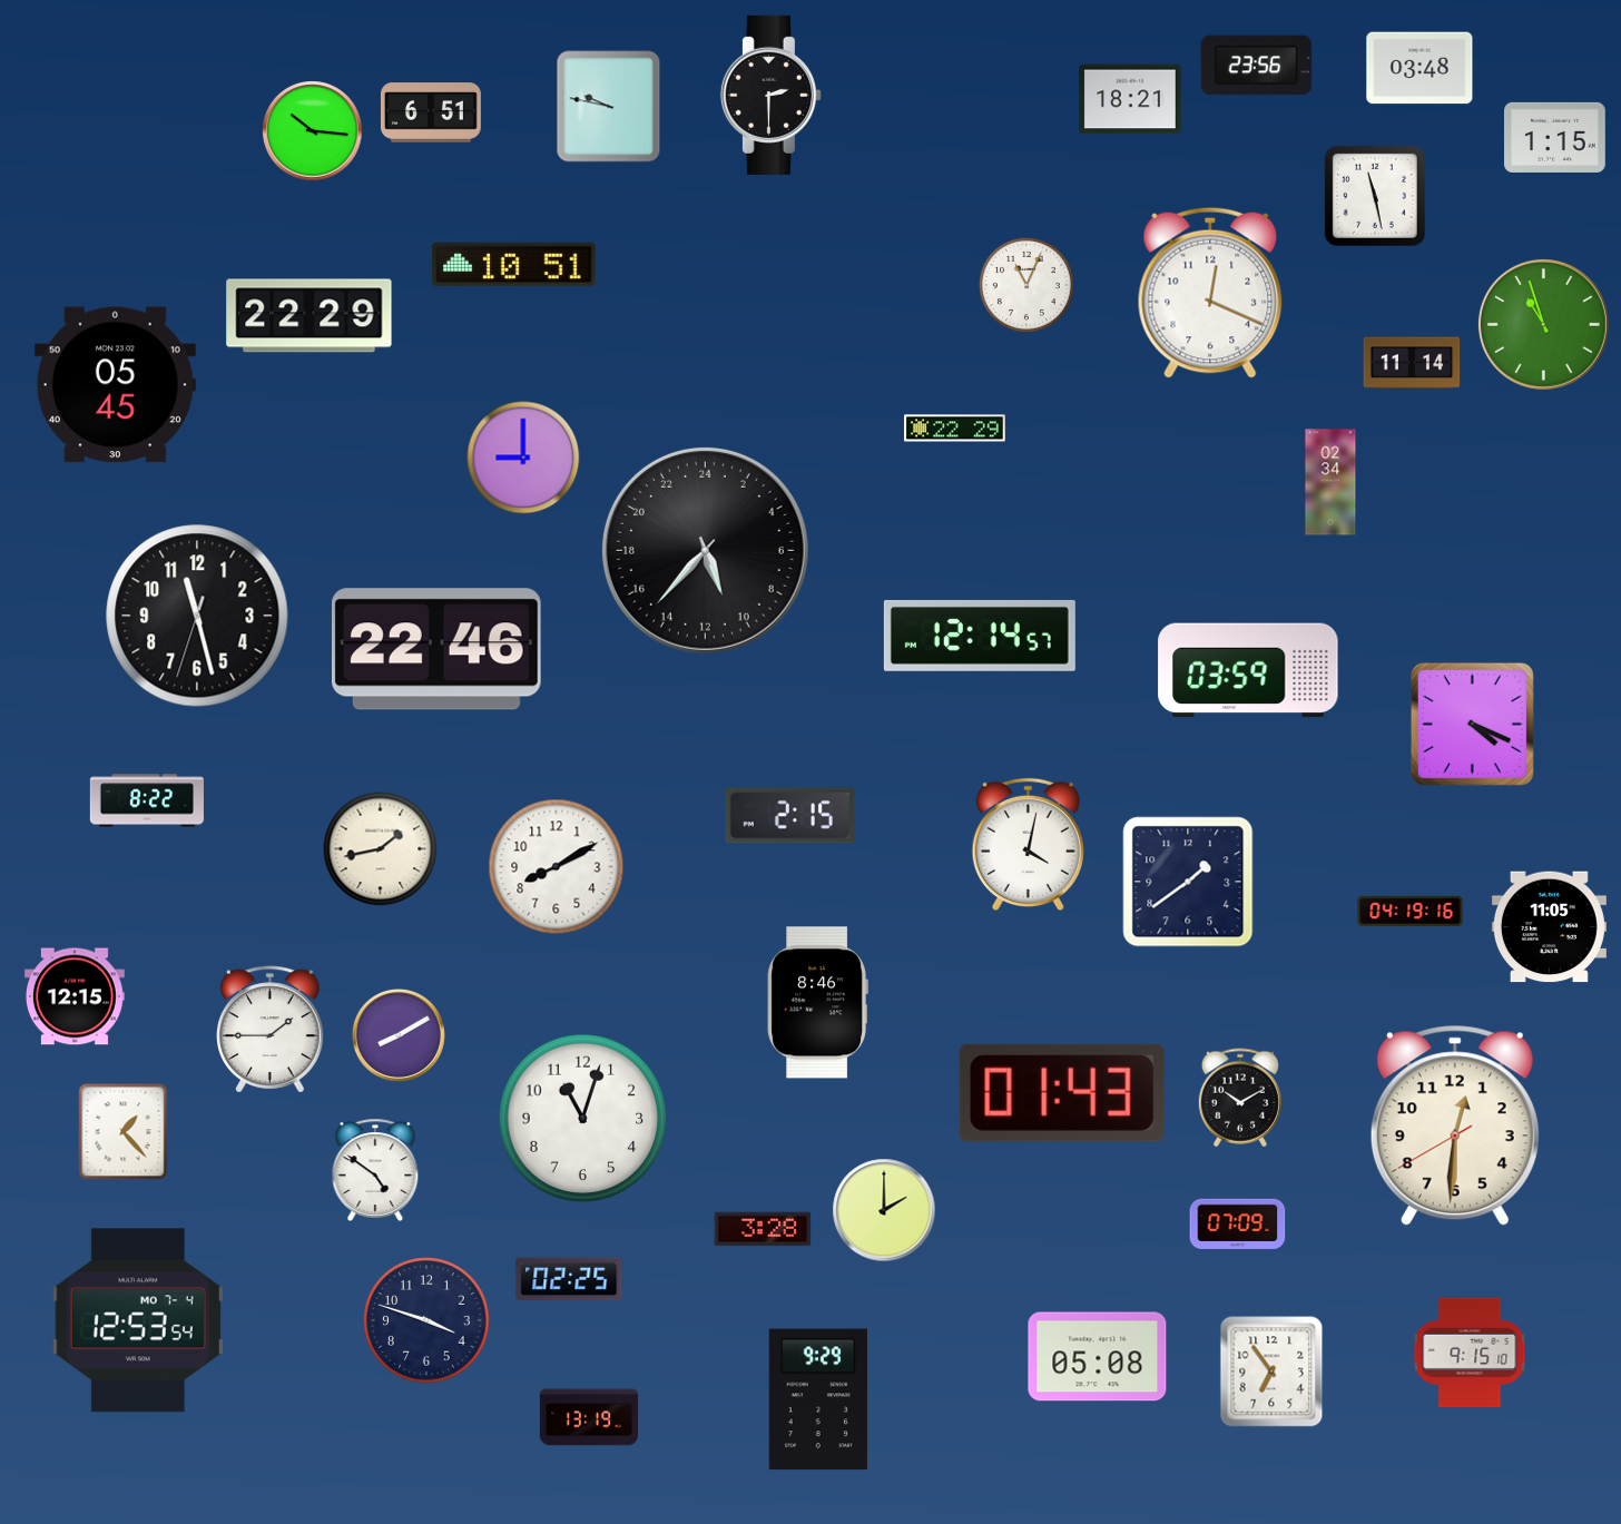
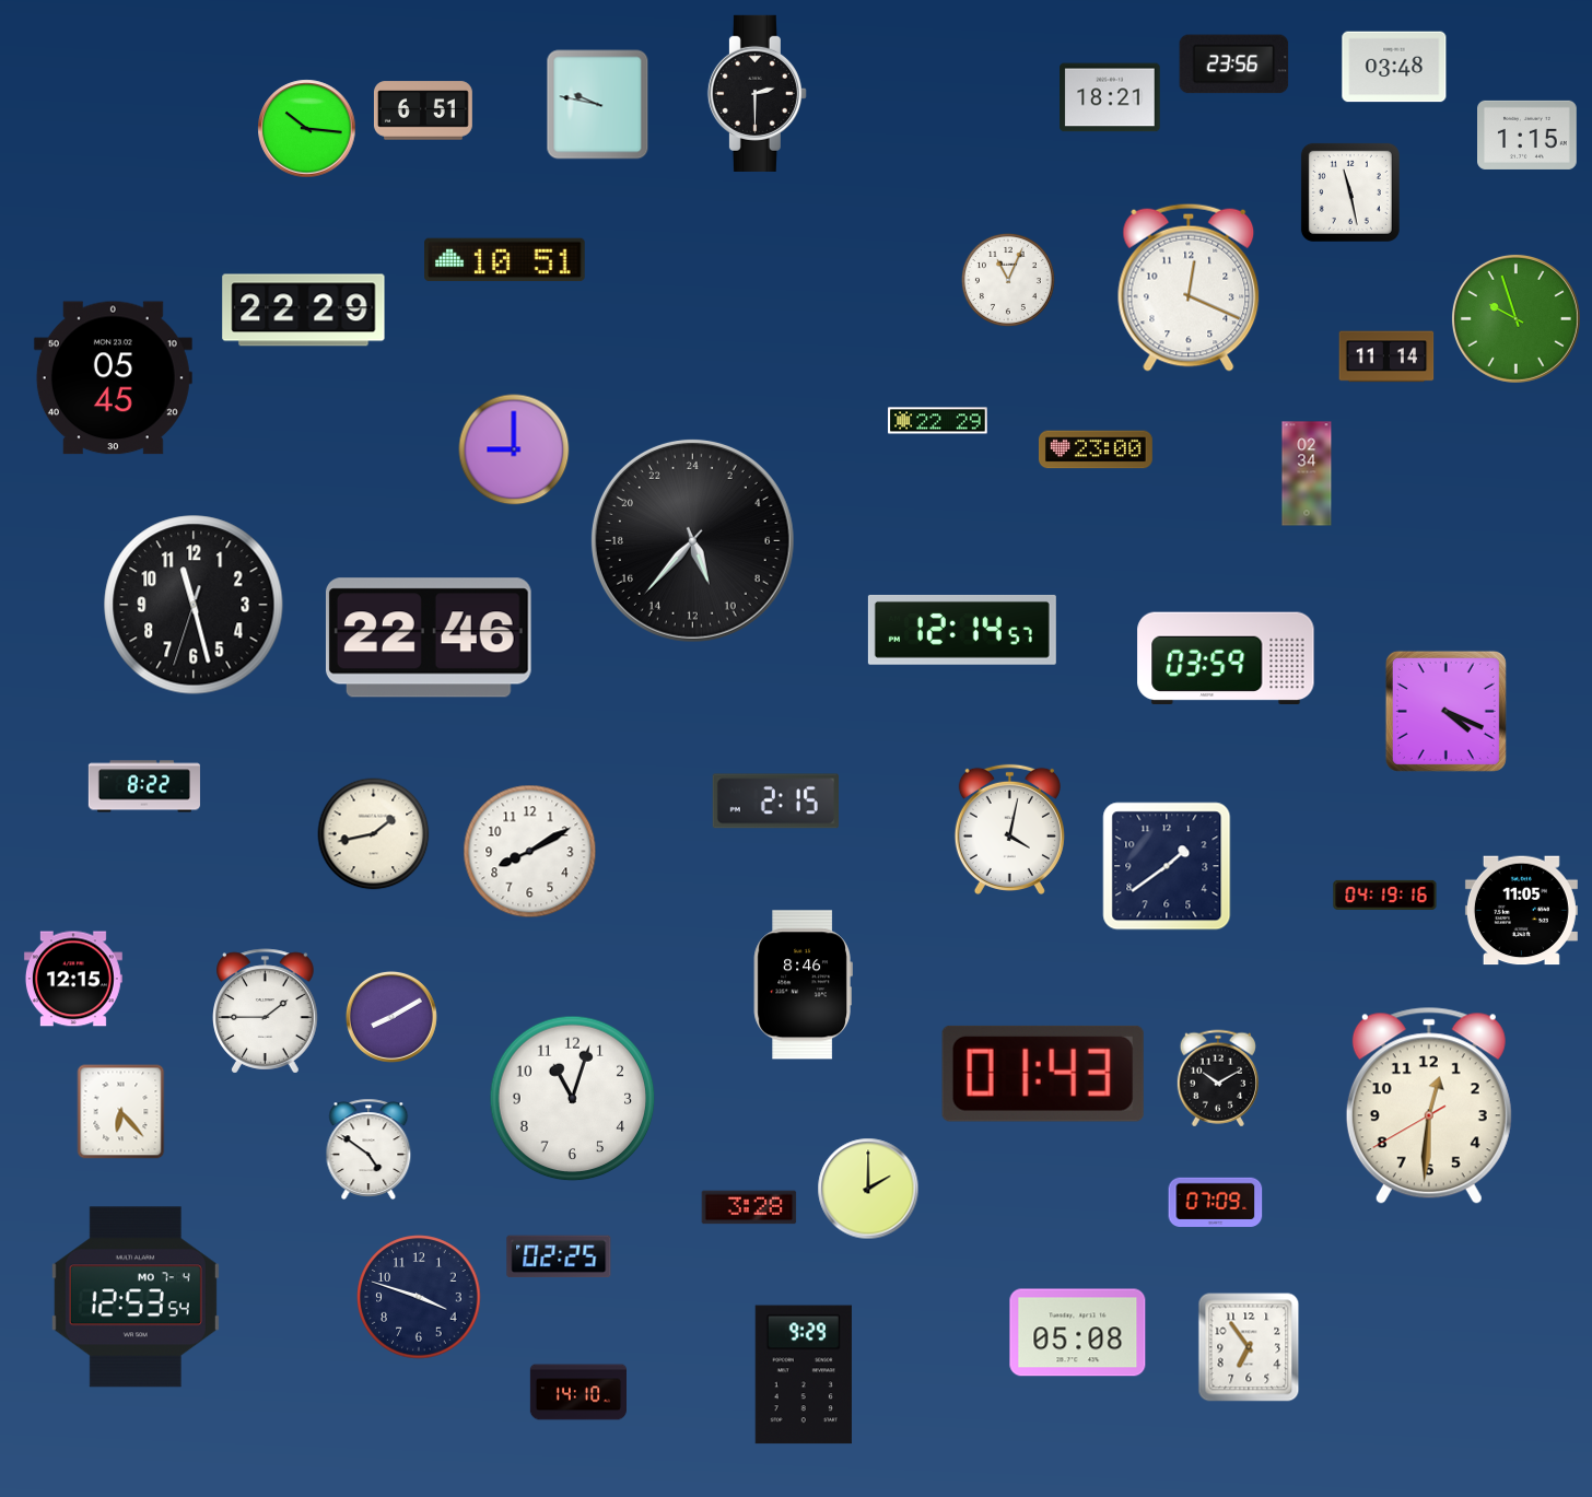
clock at (1543, 324): 10:57 -> 9:57
clock at (1096, 449): none -> 23:00
clock at (980, 636) position: (980, 636) -> (962, 630)
clock at (557, 867) position: (557, 867) -> (530, 852)
clock at (124, 1132): 1:23 -> 6:23
clock at (1470, 1353): 9:15 -> none
clock at (588, 1417): 13:19 -> 14:10
